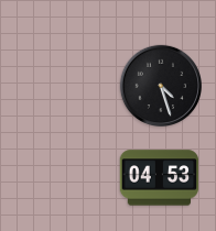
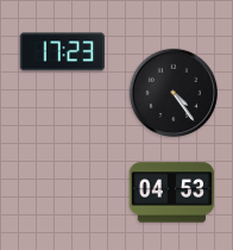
clock at (62, 52): none -> 17:23
clock at (160, 85): 4:27 -> 4:24
